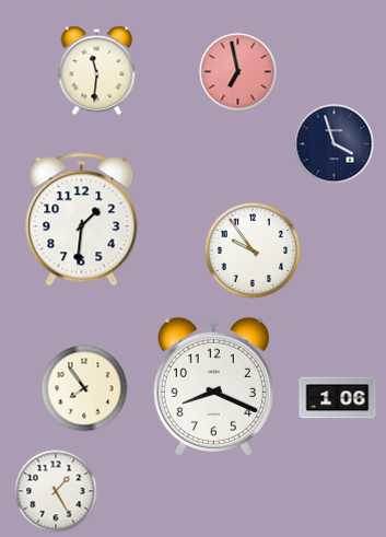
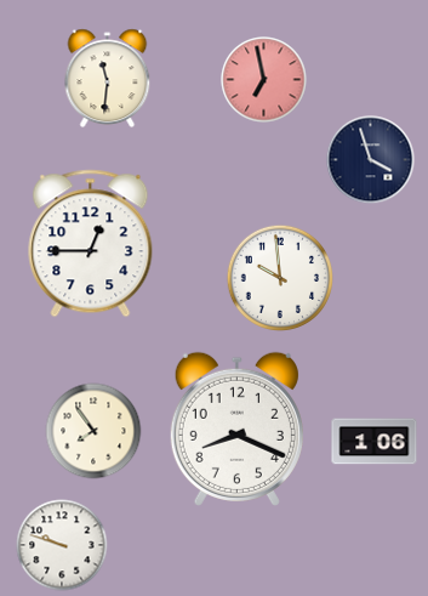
clock at (82, 220): 1:31 -> 12:45
clock at (252, 249): 9:54 -> 9:59
clock at (56, 491): 1:25 -> 9:48
